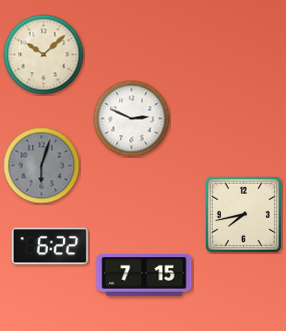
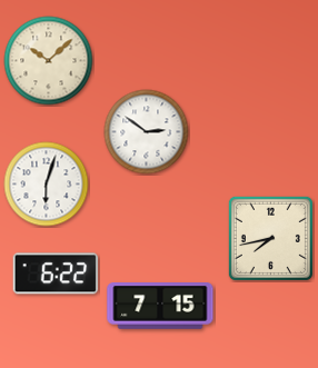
clock at (132, 119): 2:49 -> 2:51
clock at (42, 166) dial: grey -> white
